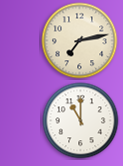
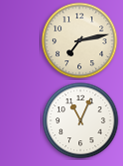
clock at (81, 121): 11:00 -> 11:04
